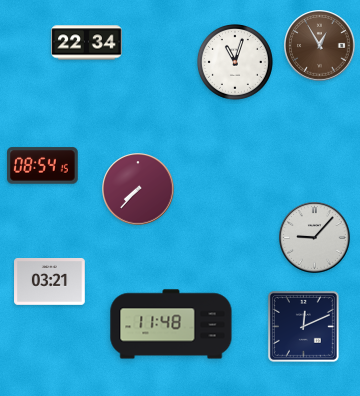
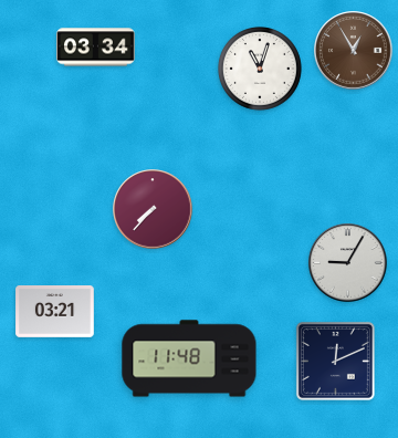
clock at (87, 43): 22:34 -> 03:34
clock at (43, 166): 08:54 -> none
clock at (315, 238): 9:07 -> 9:05
